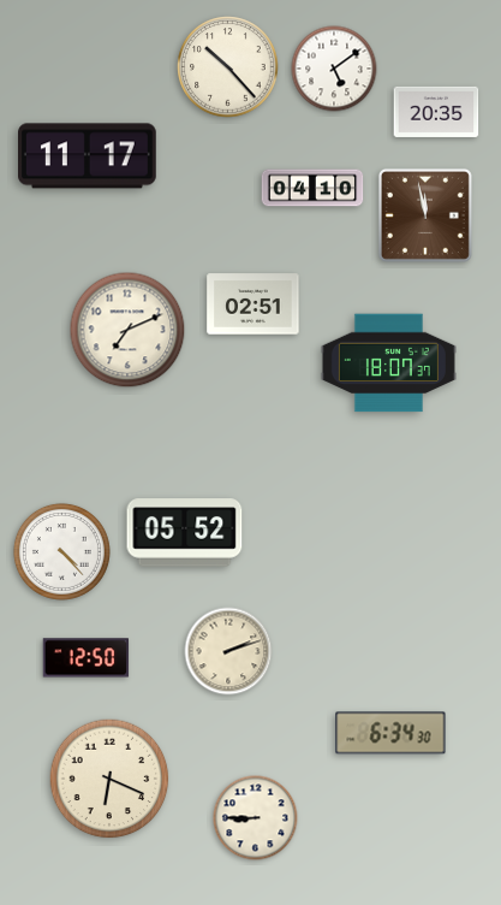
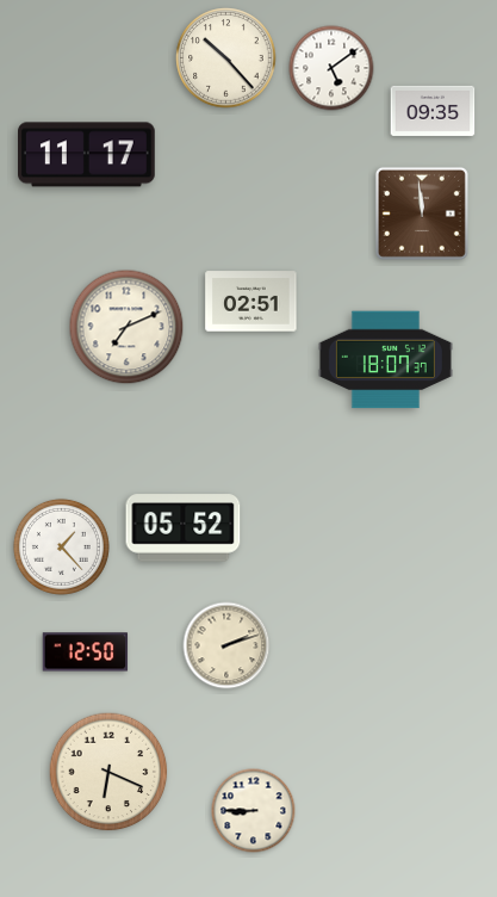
clock at (228, 67) position: (228, 67) -> (226, 58)
clock at (436, 112): 20:35 -> 09:35
clock at (312, 188): 04:10 -> none
clock at (425, 215): 11:58 -> 11:59
clock at (61, 551): 4:23 -> 1:23
clock at (390, 733): 6:34 -> none
